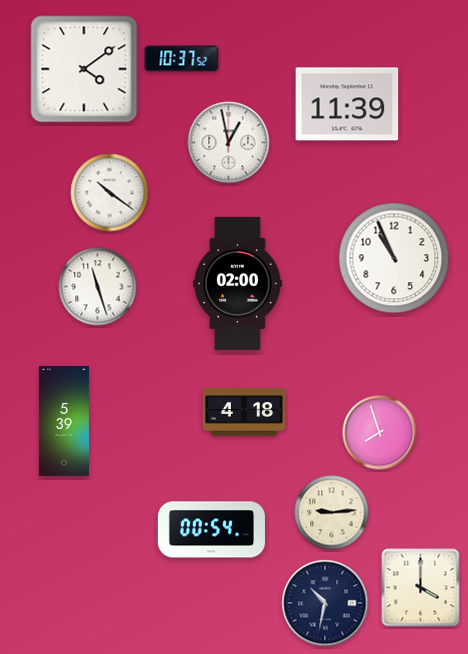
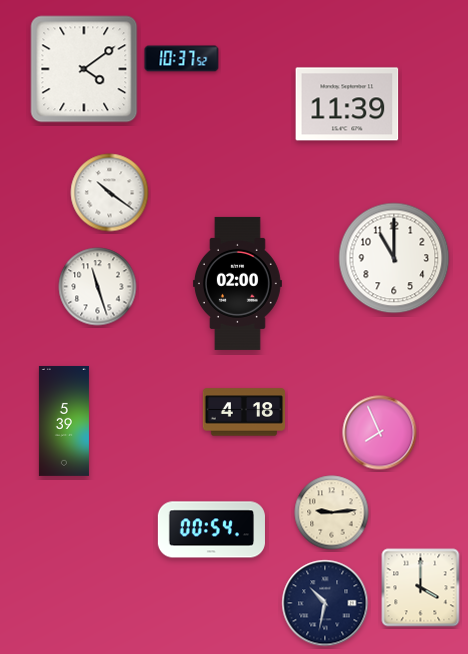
clock at (229, 143): 12:58 -> none
clock at (394, 258): 10:56 -> 11:00
clock at (380, 433): 7:57 -> 7:56
